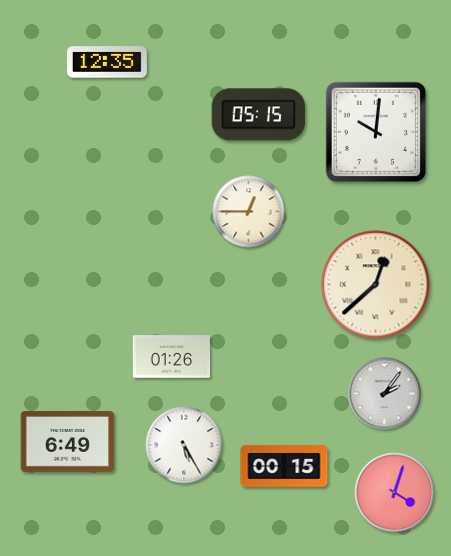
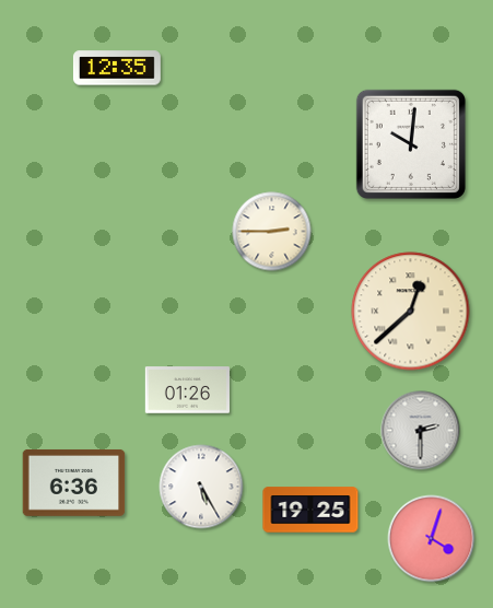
clock at (259, 115): 05:15 -> none
clock at (249, 212): 12:45 -> 2:45
clock at (385, 394): 2:06 -> 2:30
clock at (68, 441): 6:49 -> 6:36
clock at (284, 466): 00:15 -> 19:25
